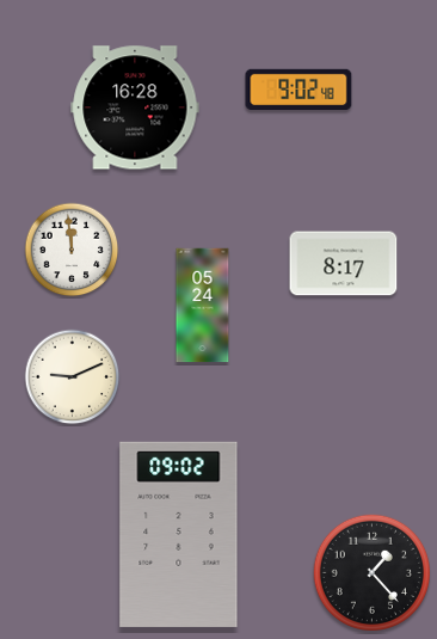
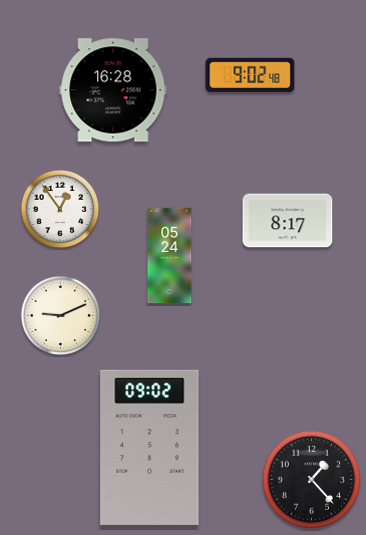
clock at (72, 250): 11:59 -> 12:54
